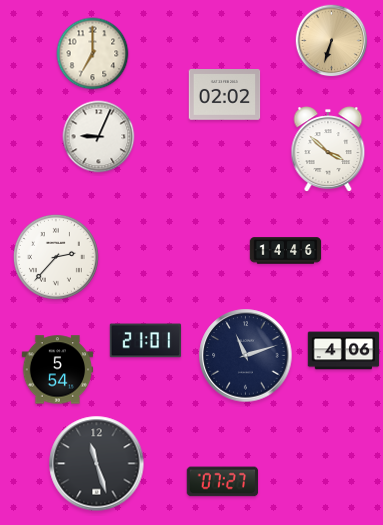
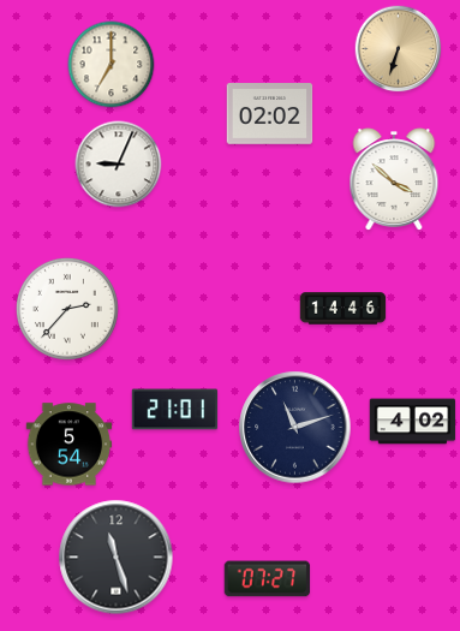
clock at (286, 251) position: (286, 251) -> (343, 309)
clock at (344, 351): 4:06 -> 4:02
